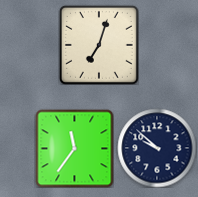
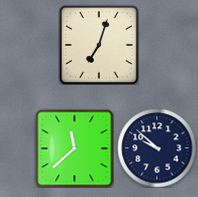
clock at (74, 148): 11:36 -> 11:38
